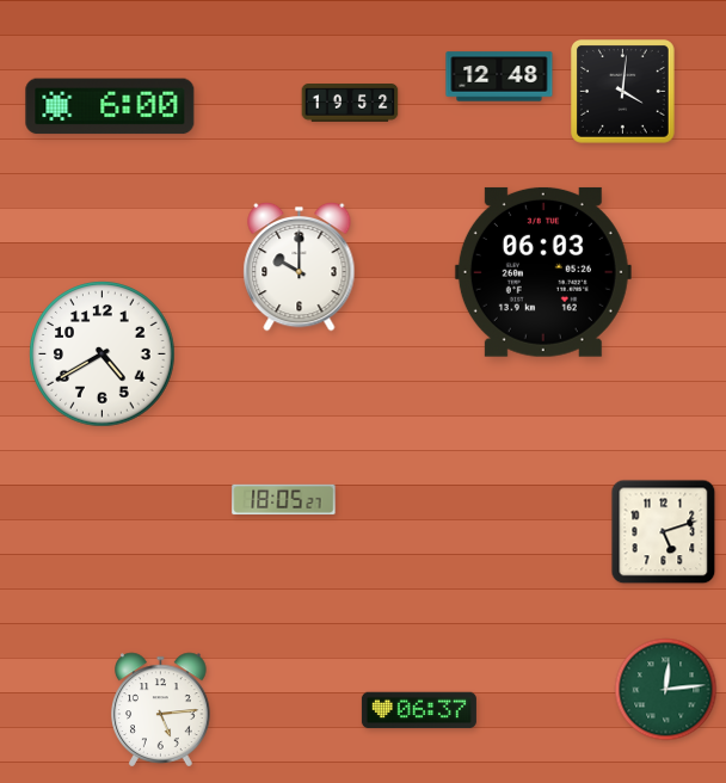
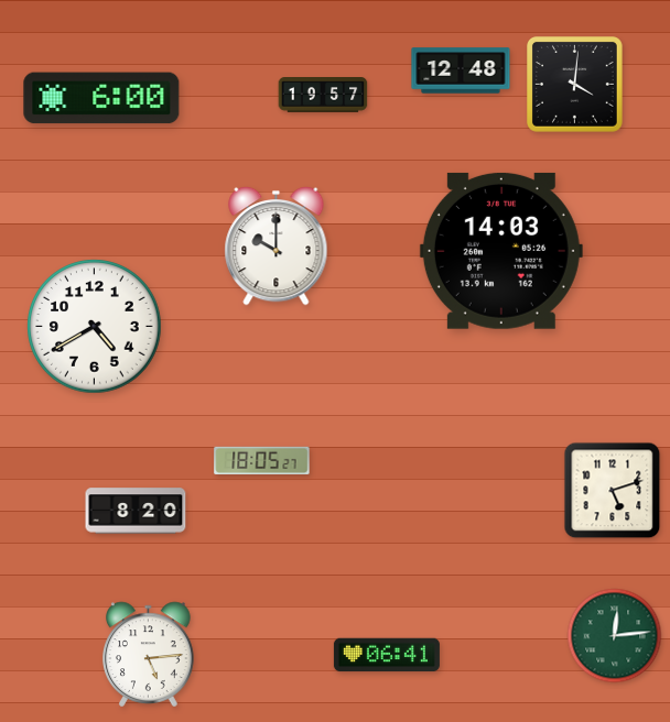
clock at (350, 103): 19:52 -> 19:57
clock at (543, 272): 06:03 -> 14:03
clock at (136, 511): none -> 8:20
clock at (419, 710): 06:37 -> 06:41
